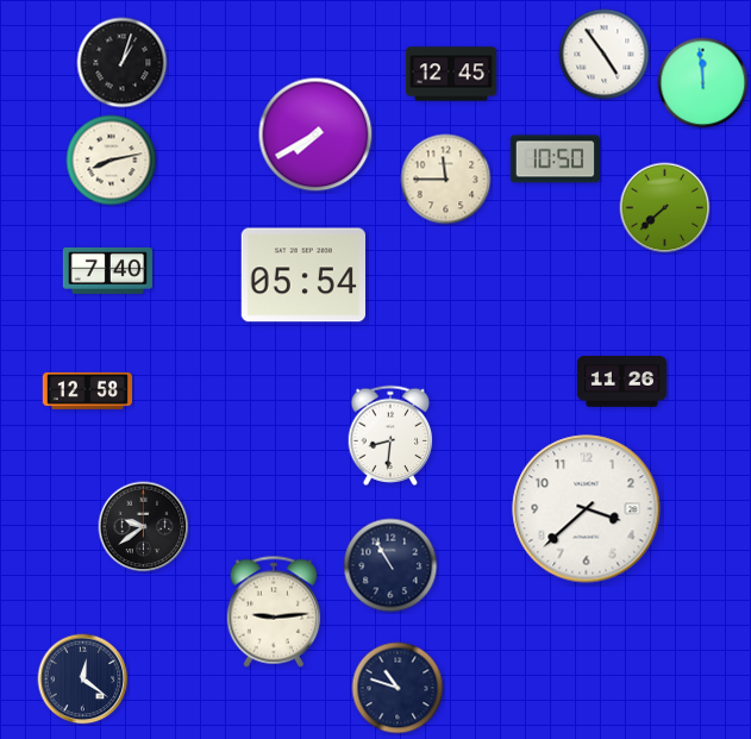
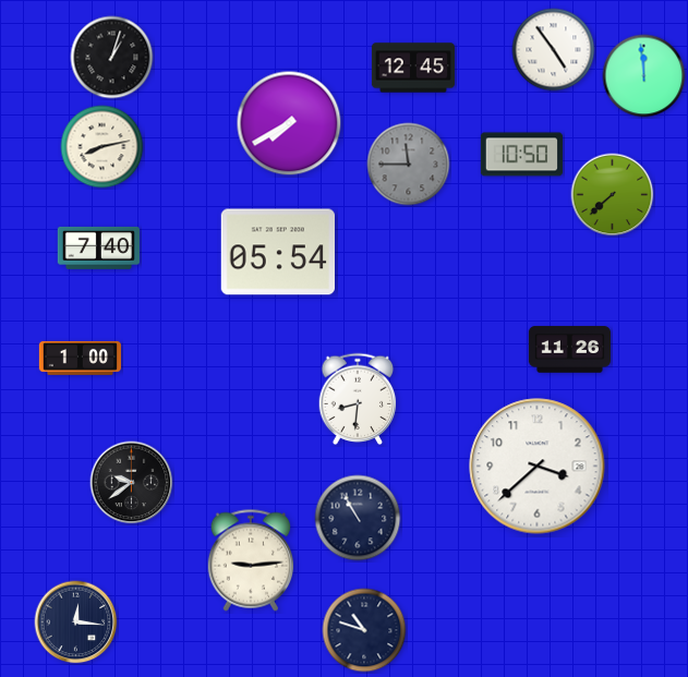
clock at (555, 159) position: (555, 159) -> (521, 155)
clock at (446, 180) dial: cream -> grey
clock at (665, 208) position: (665, 208) -> (613, 195)
clock at (87, 390): 12:58 -> 1:00
clock at (83, 679): 12:21 -> 12:16
